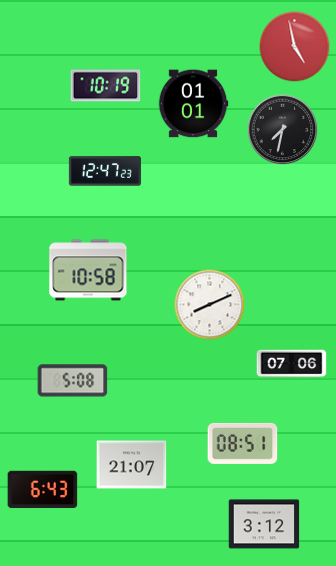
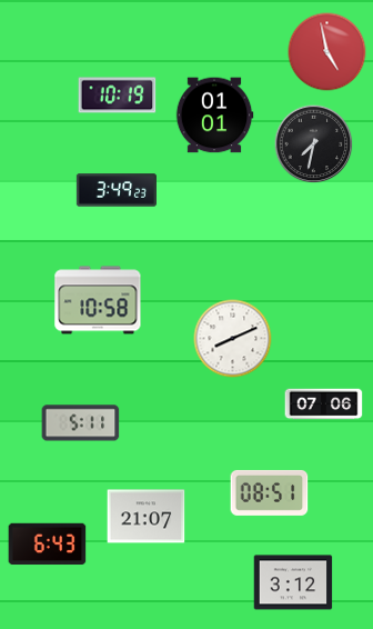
clock at (105, 171): 12:47 -> 3:49
clock at (73, 381): 5:08 -> 5:11
